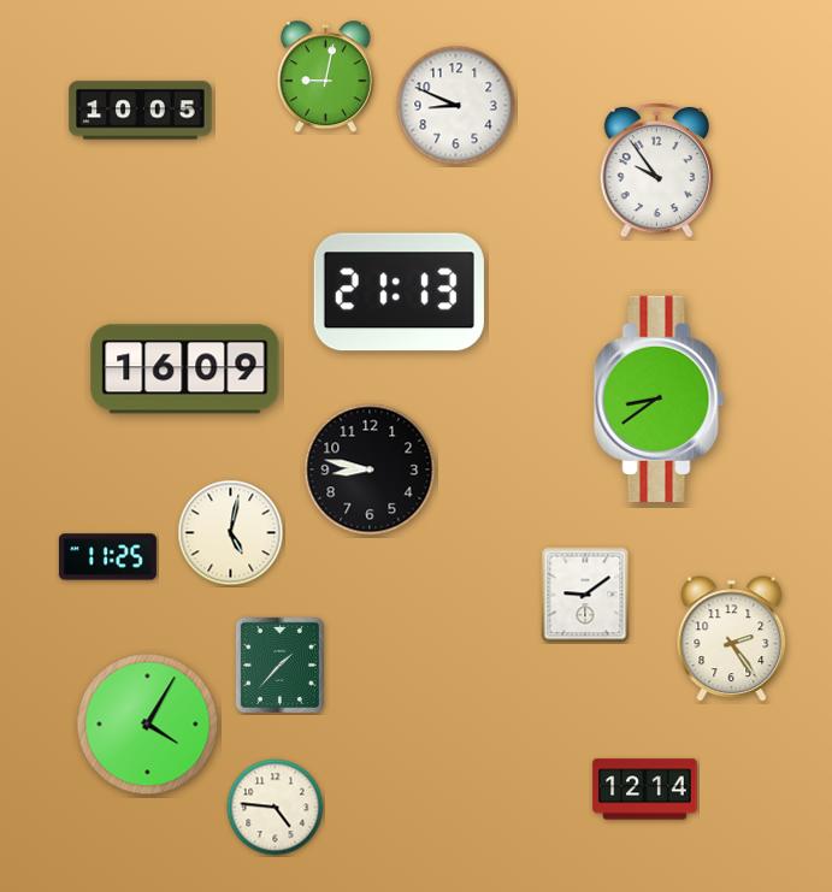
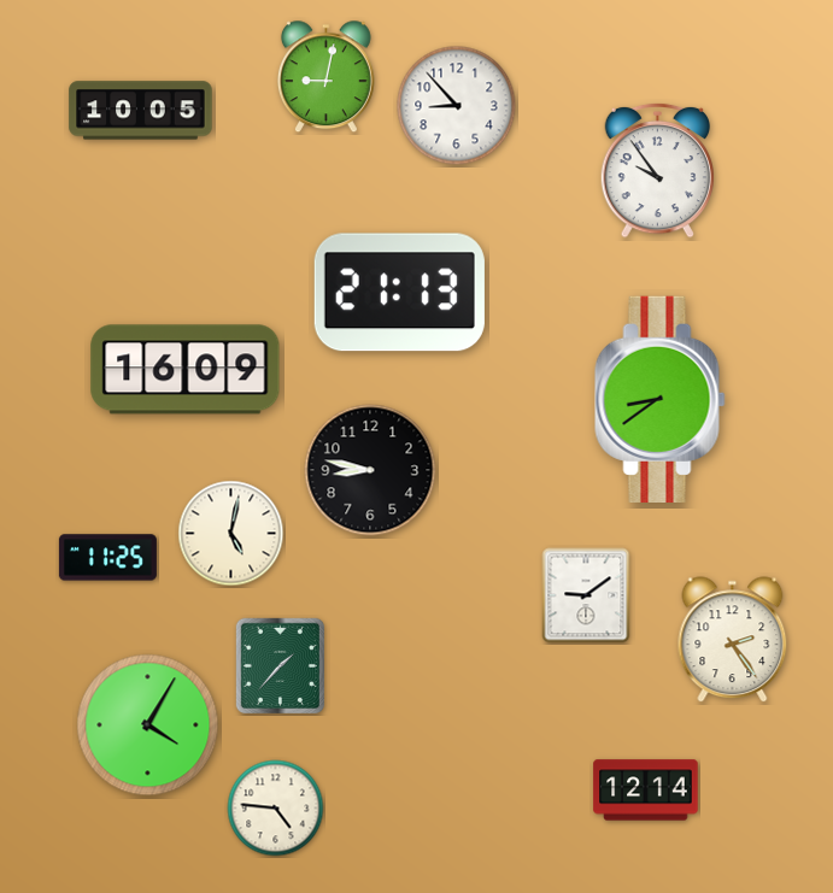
clock at (456, 106): 8:49 -> 8:53
